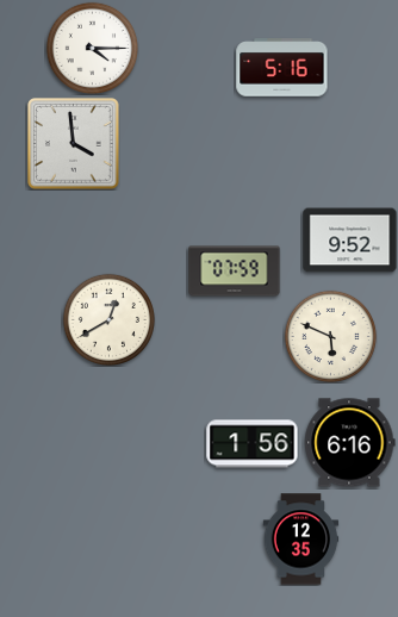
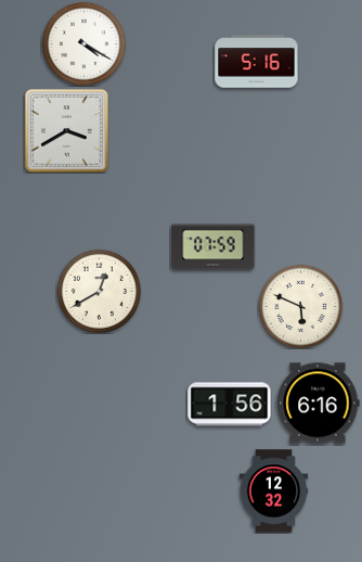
clock at (92, 48): 4:15 -> 4:20
clock at (74, 144): 3:59 -> 3:40
clock at (350, 241): 9:52 -> none
clock at (301, 540): 12:35 -> 12:32
